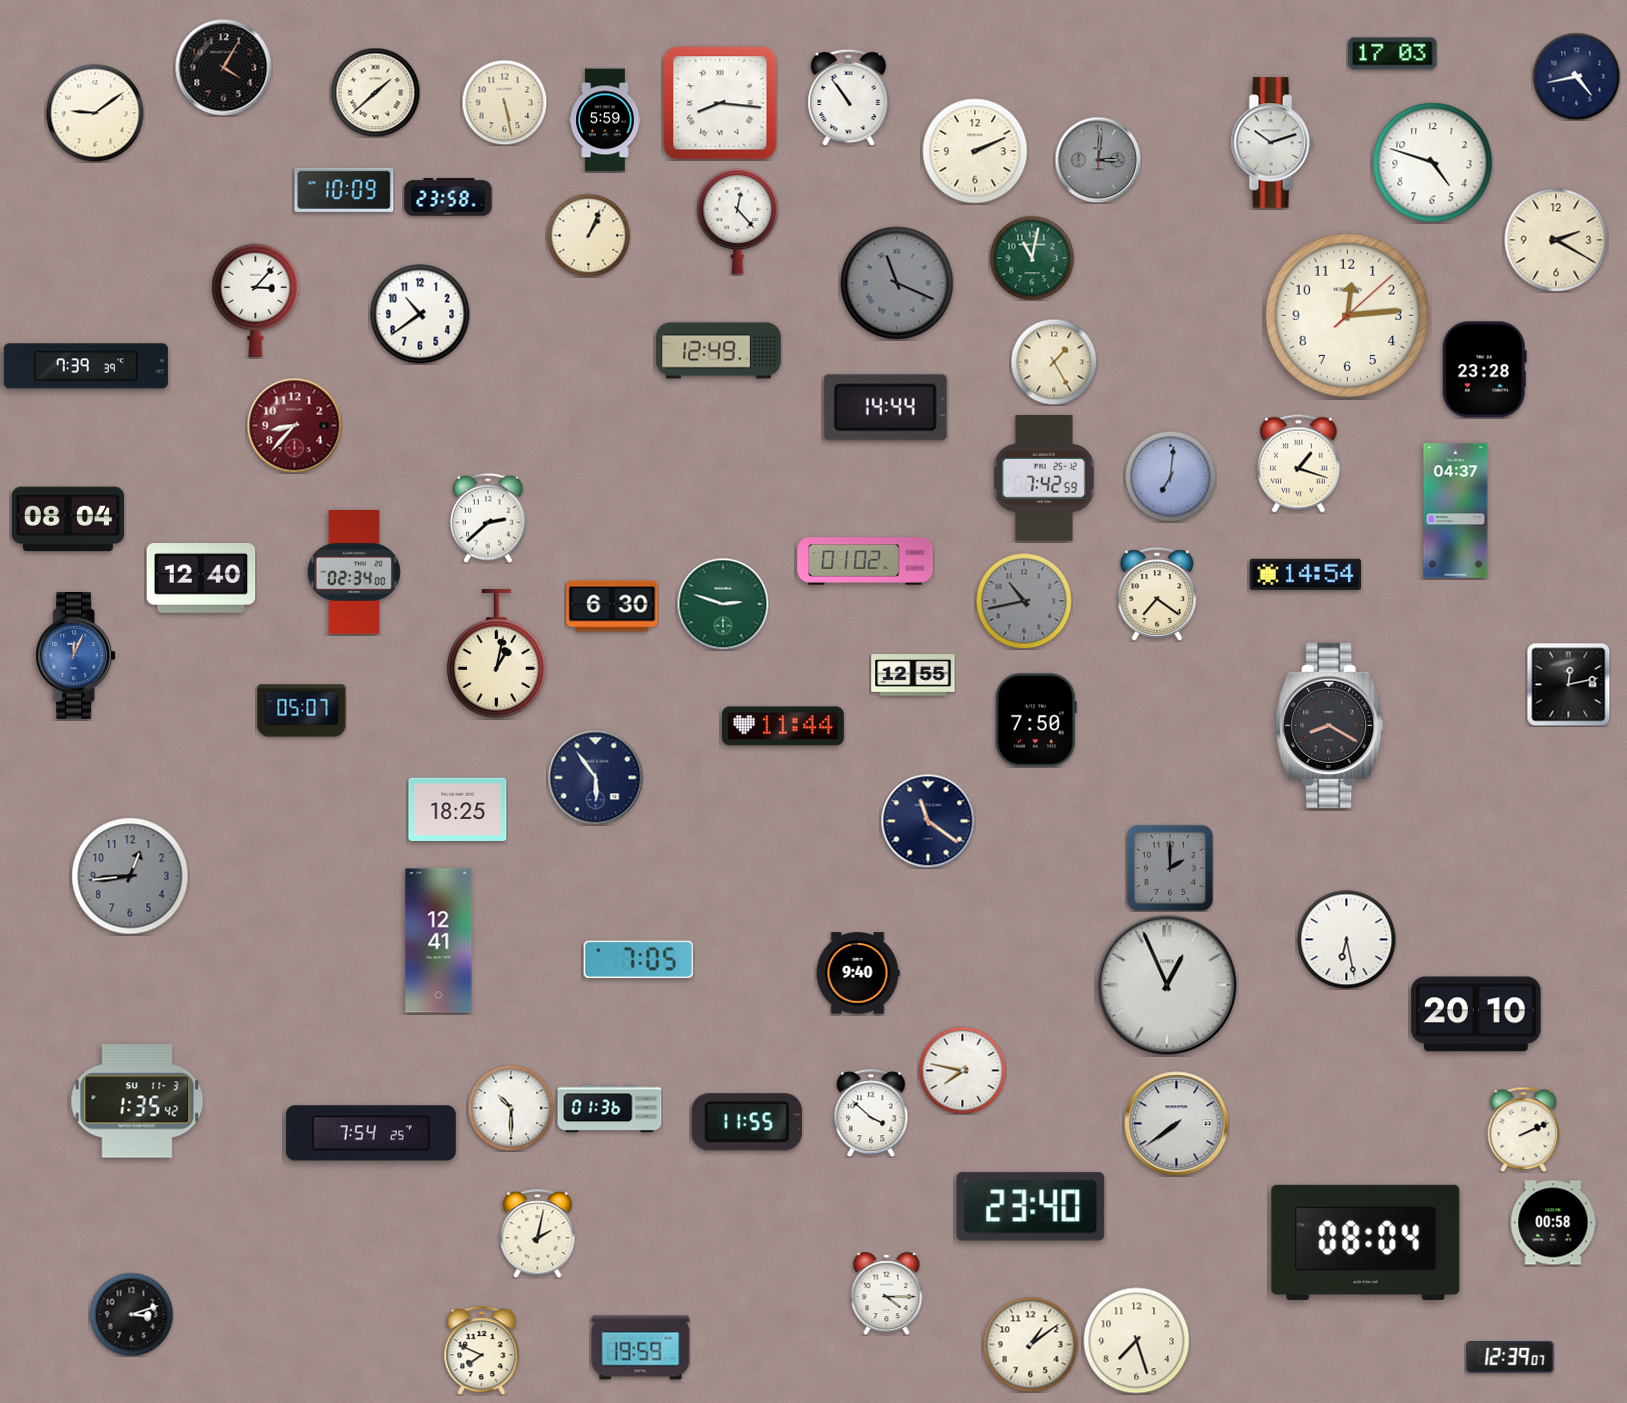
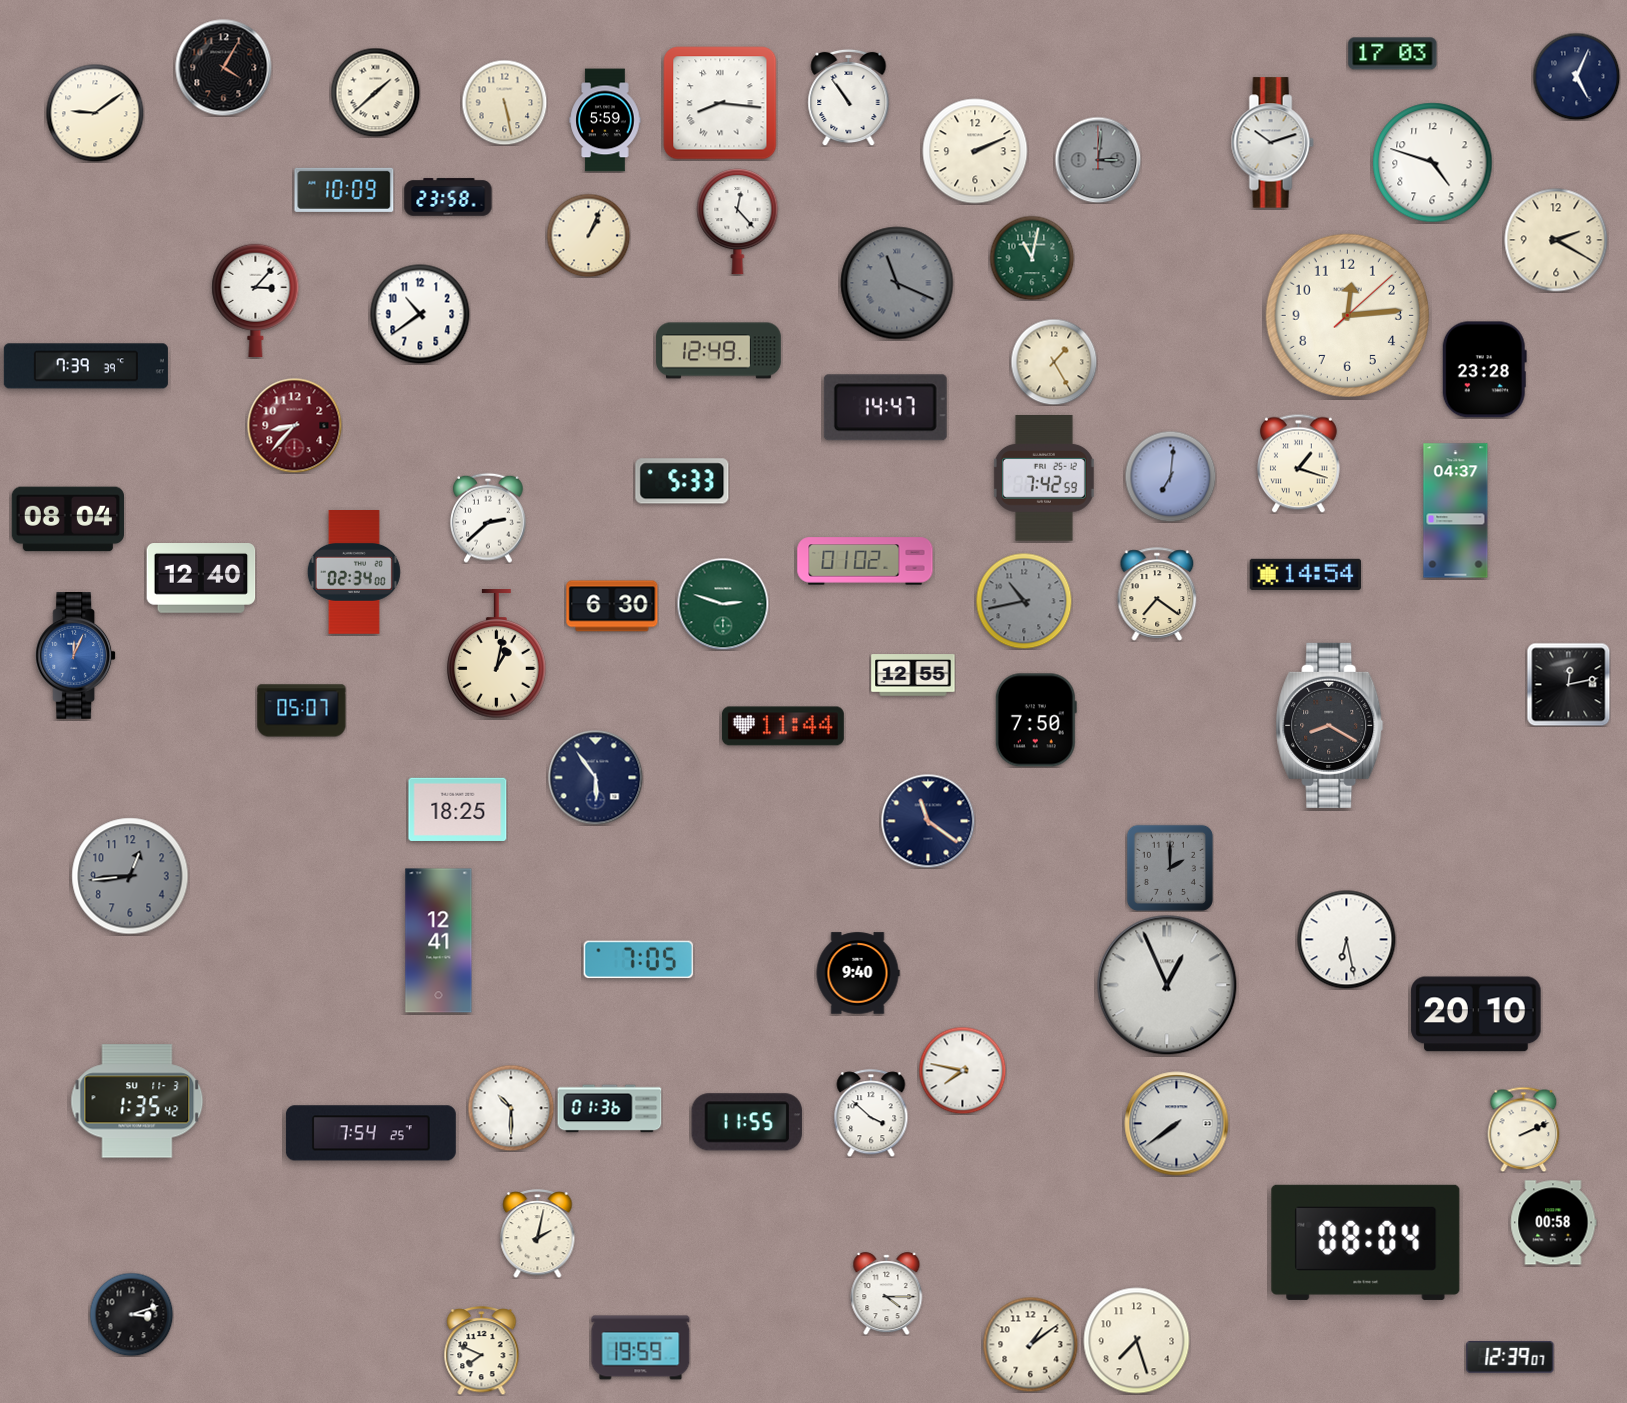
clock at (1576, 76): 4:43 -> 5:04
clock at (885, 408): 14:44 -> 14:47
clock at (682, 481): none -> 5:33
clock at (1031, 1207): 23:40 -> none
